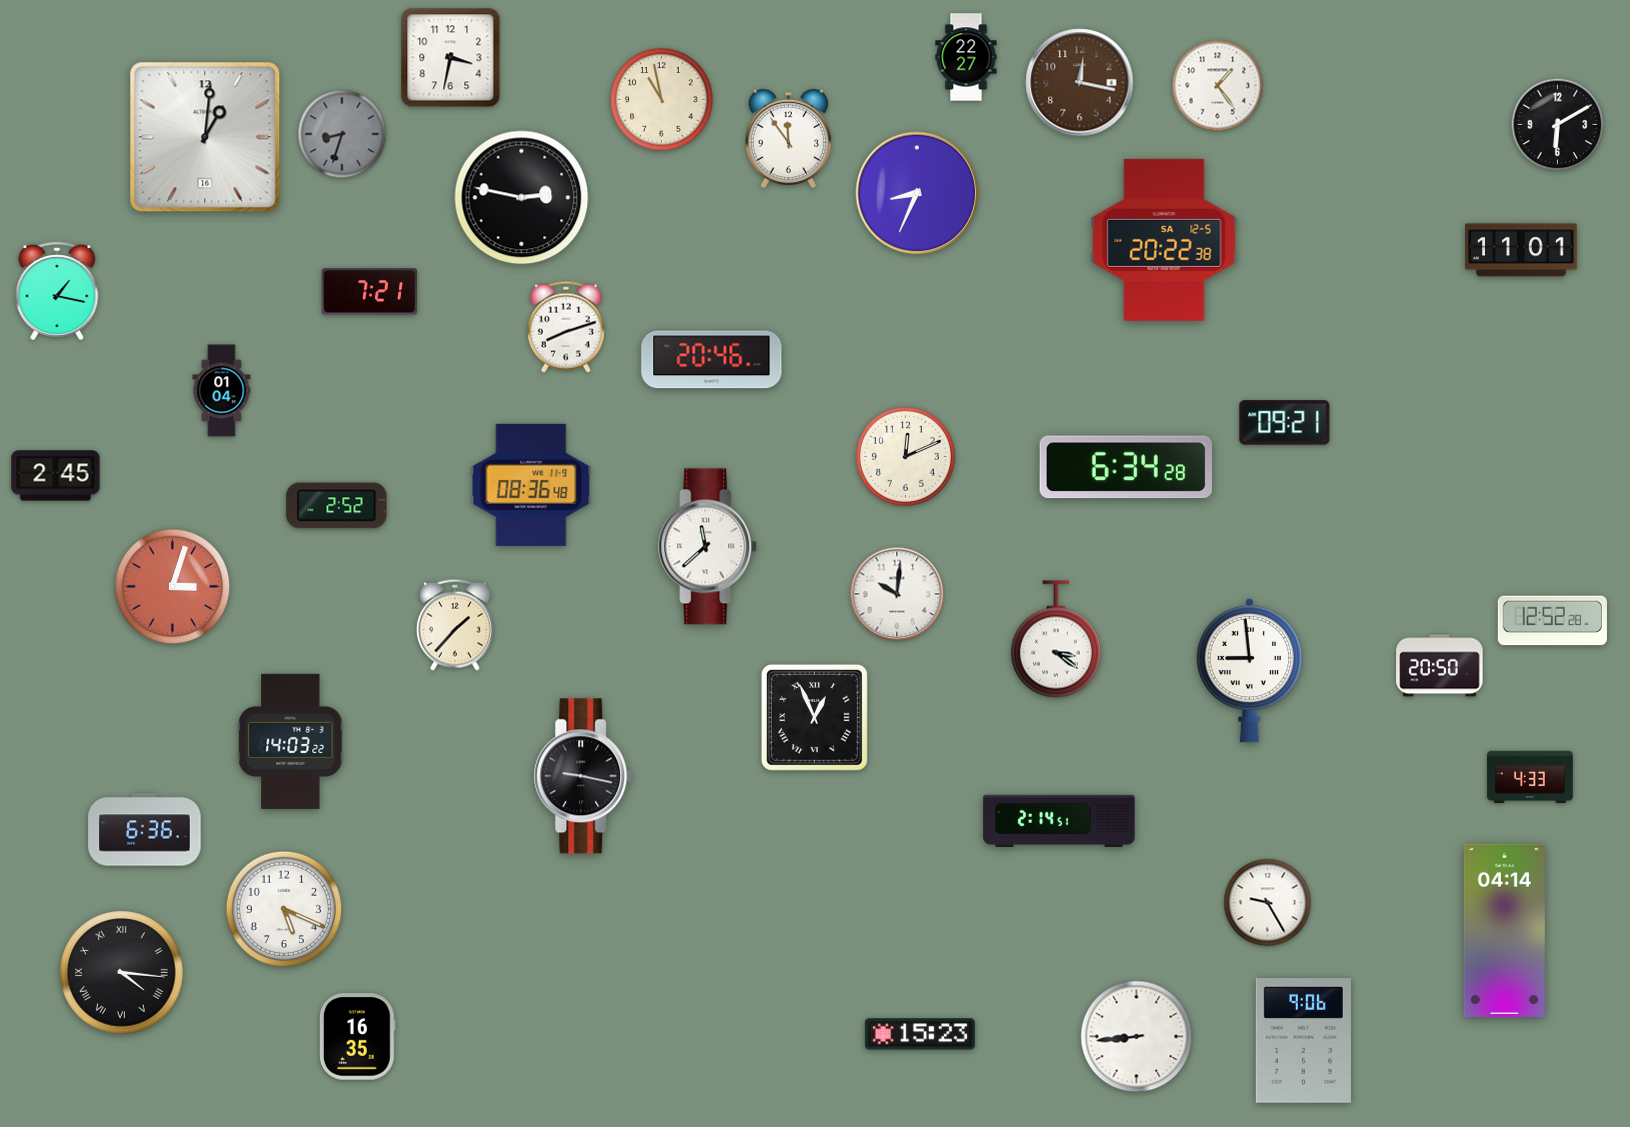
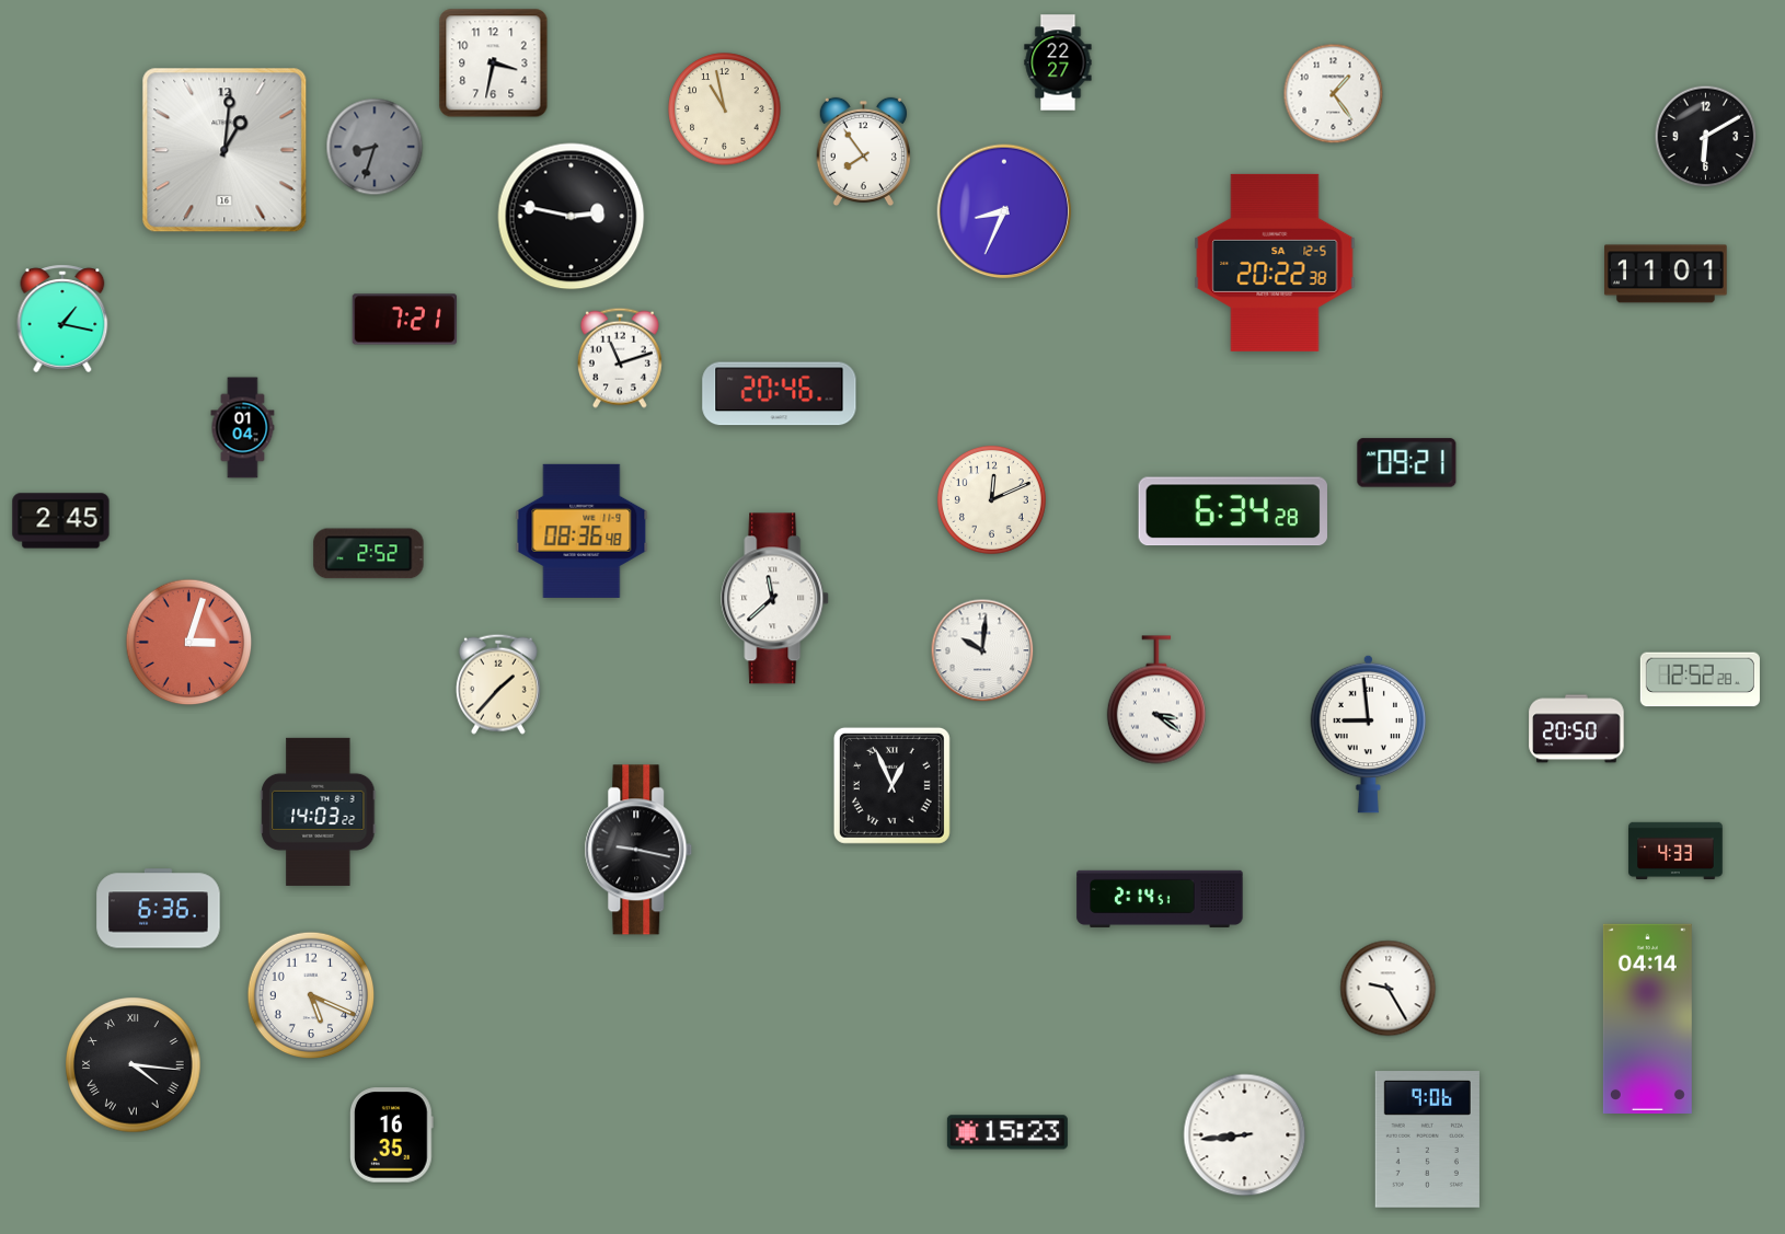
clock at (1080, 83): 12:17 -> none
clock at (788, 139): 11:54 -> 7:54
clock at (566, 327): 8:12 -> 11:12
